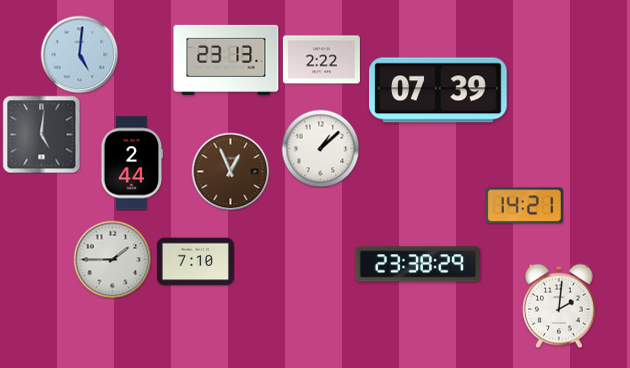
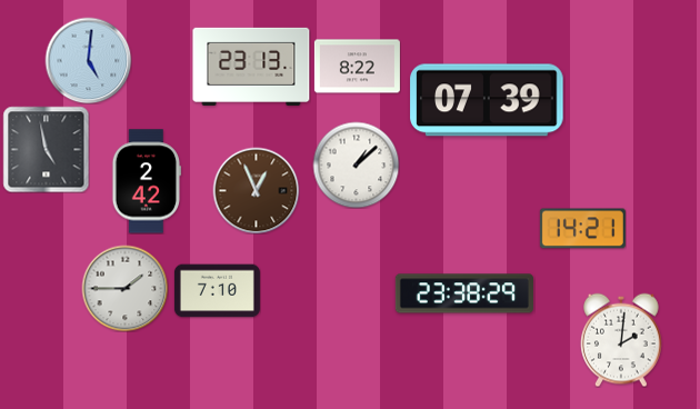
clock at (321, 60): 2:22 -> 8:22
clock at (41, 134): 5:01 -> 4:58
clock at (132, 163): 2:44 -> 2:42
